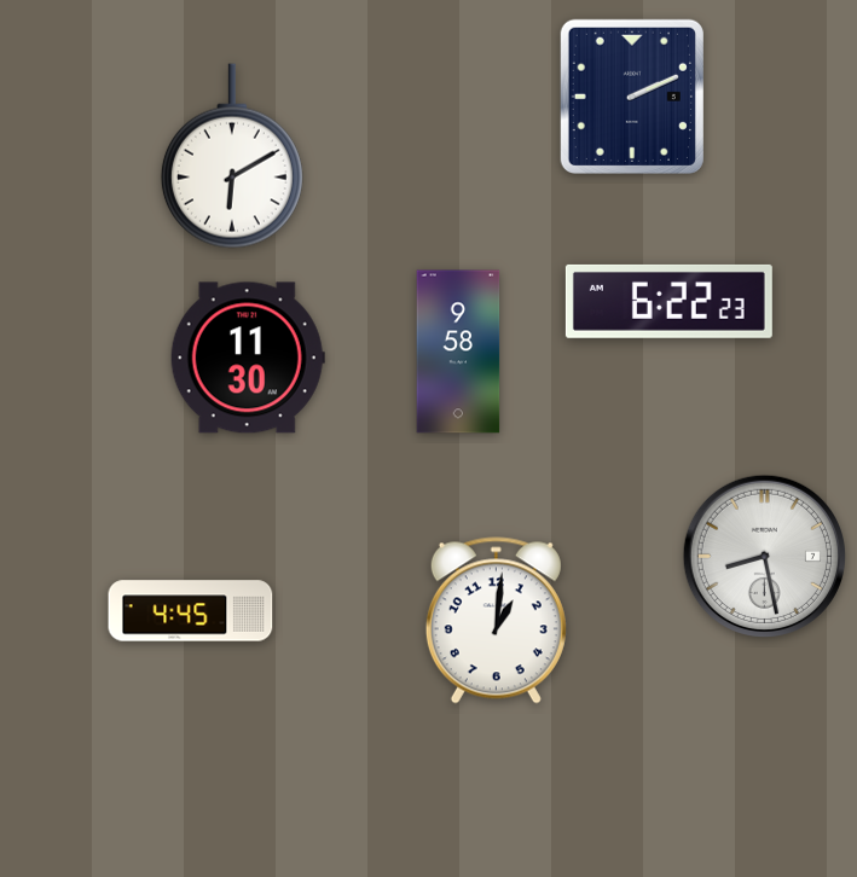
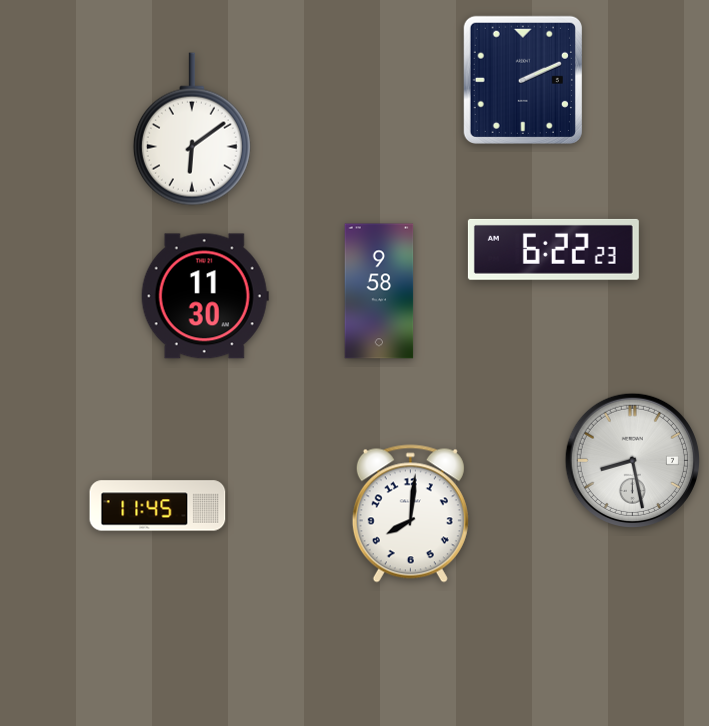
clock at (232, 156): 6:10 -> 6:09
clock at (191, 611): 4:45 -> 11:45
clock at (496, 621): 1:01 -> 8:01
